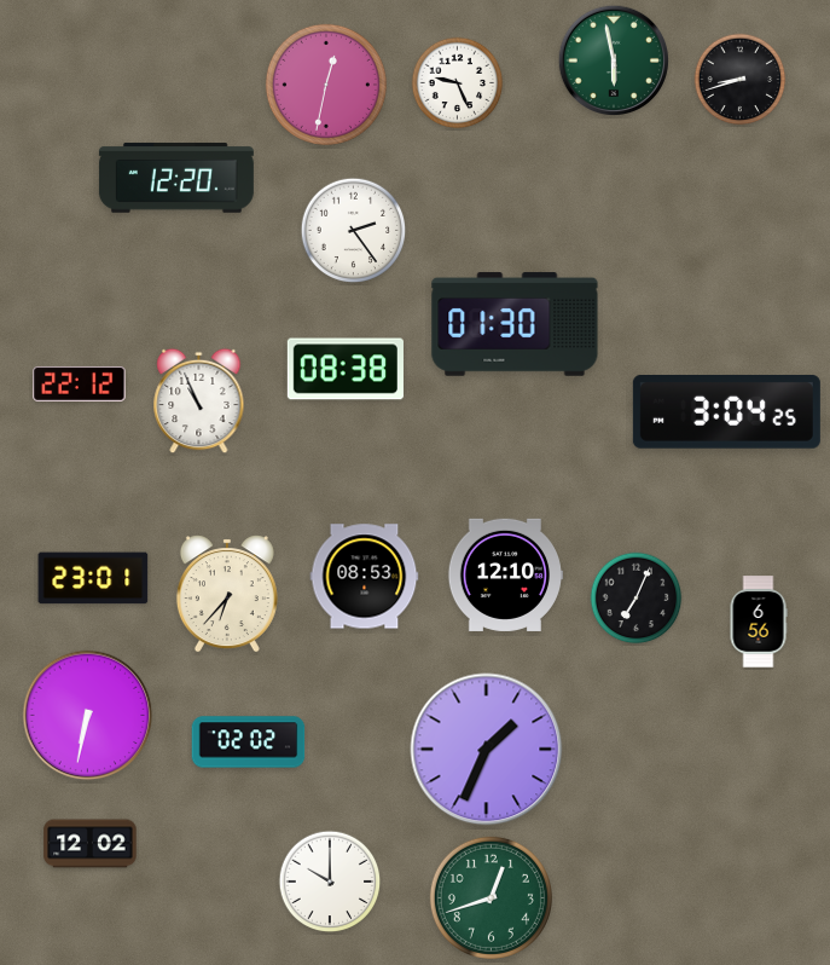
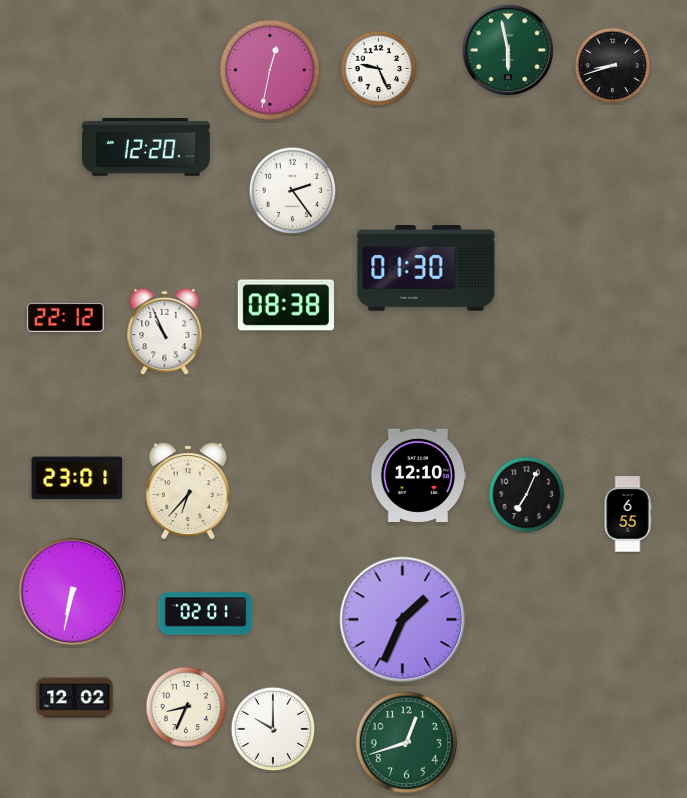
clock at (726, 412): 3:04 -> none
clock at (365, 577): 08:53 -> none
clock at (759, 622): 6:56 -> 6:55
clock at (249, 742): 02:02 -> 02:01
clock at (186, 707): none -> 8:34
